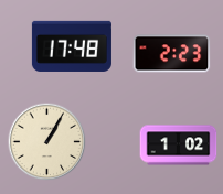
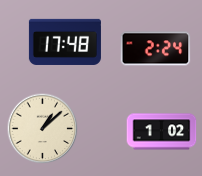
clock at (172, 54): 2:23 -> 2:24
clock at (47, 142): 1:05 -> 1:08
